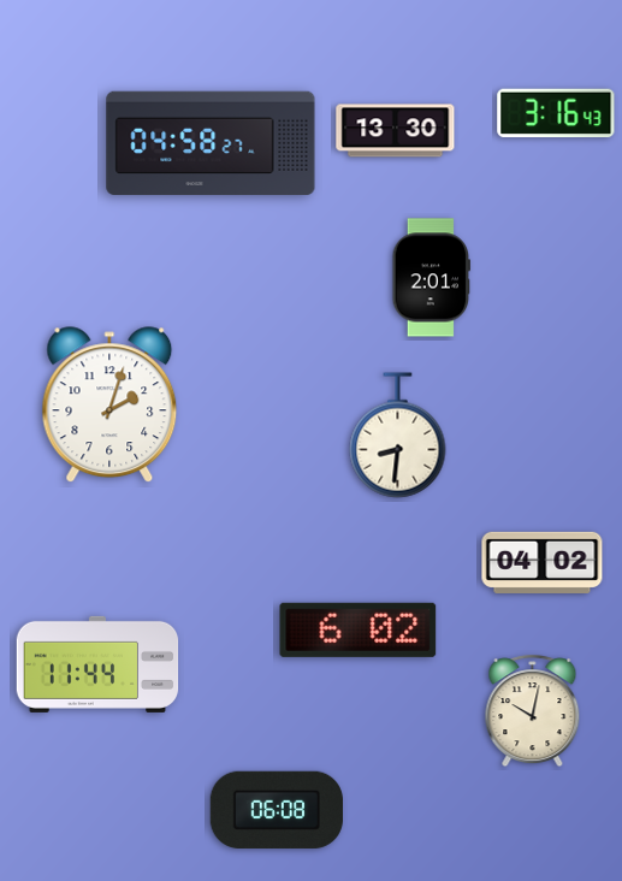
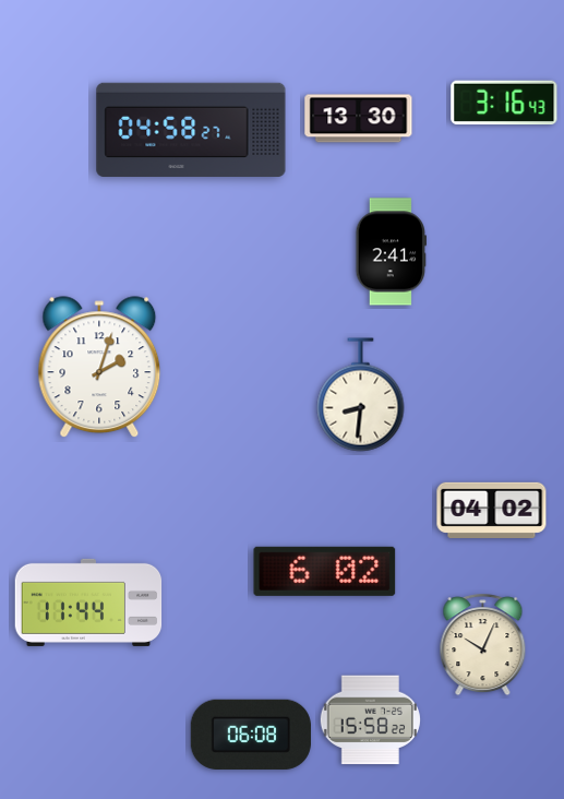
clock at (432, 278): 2:01 -> 2:41
clock at (533, 711): 10:02 -> 10:04
clock at (370, 720): none -> 15:58
